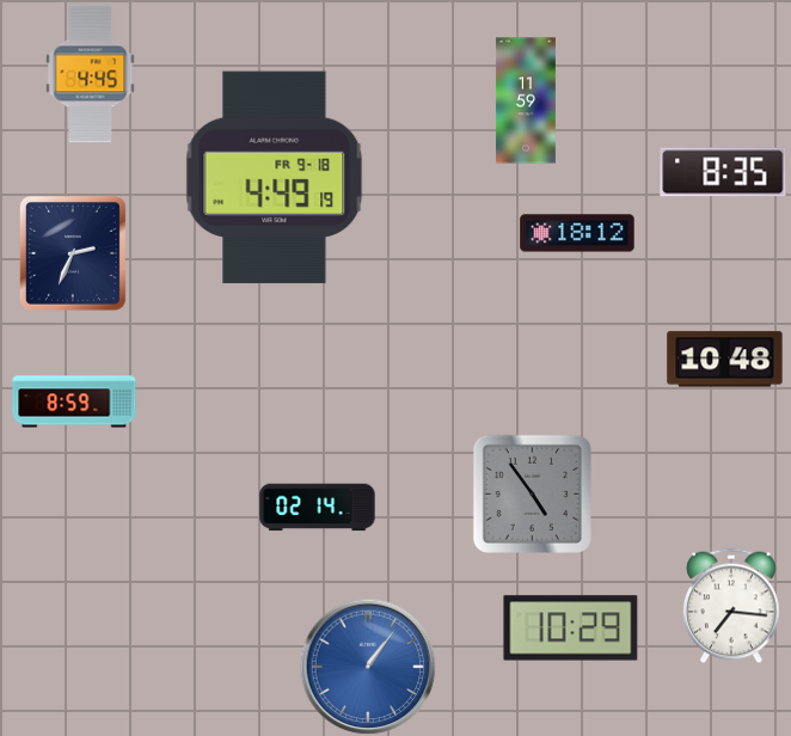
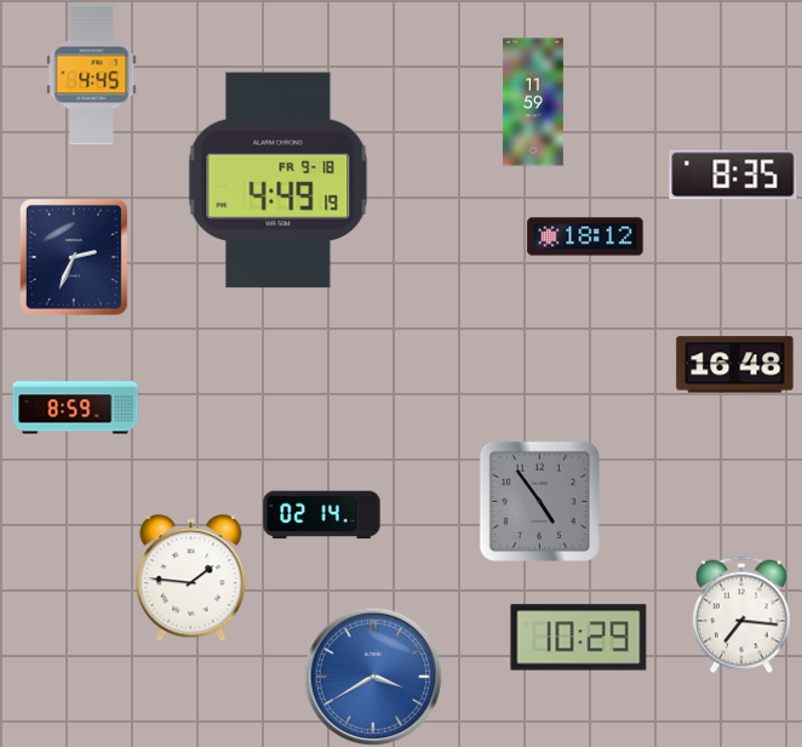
clock at (725, 360): 10:48 -> 16:48
clock at (191, 578): none -> 1:46
clock at (368, 667): 1:06 -> 3:40
